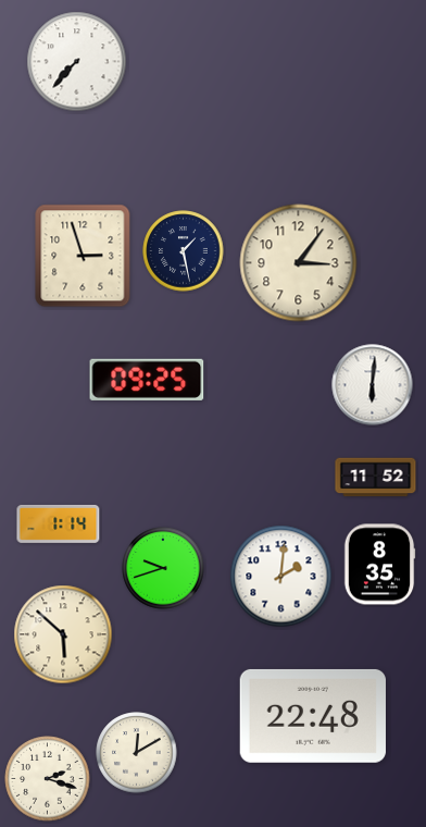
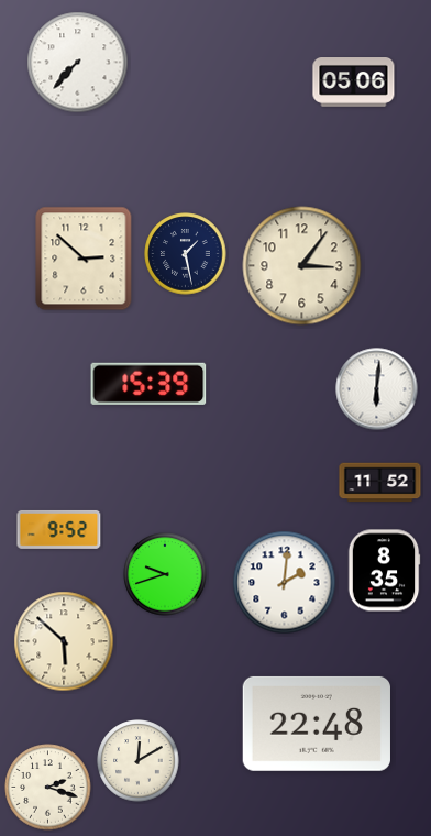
clock at (354, 82): none -> 05:06
clock at (83, 256): 2:57 -> 2:52
clock at (147, 380): 09:25 -> 15:39
clock at (59, 523): 1:14 -> 9:52
